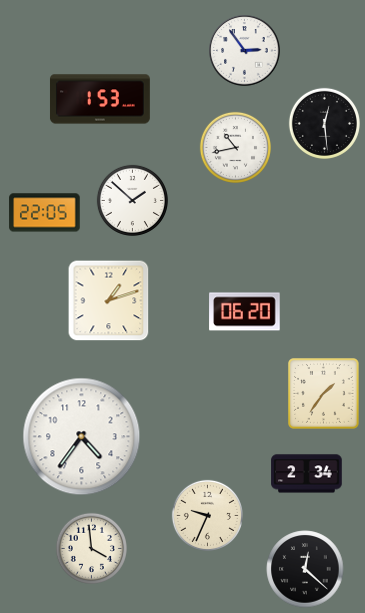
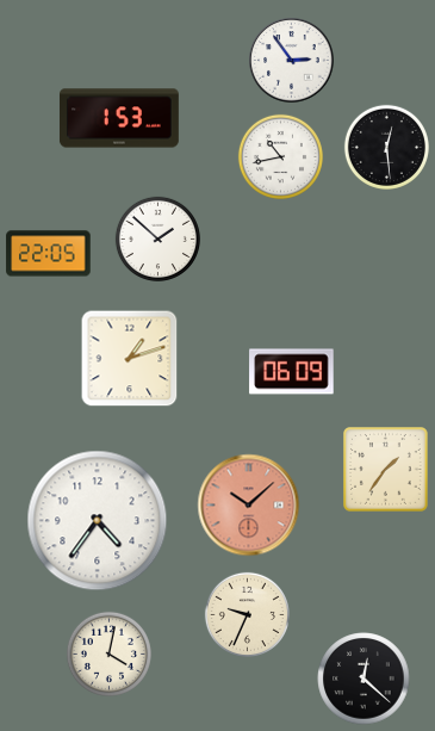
clock at (235, 147) position: (235, 147) -> (280, 156)
clock at (45, 213) position: (45, 213) -> (49, 254)
clock at (245, 312): 06:20 -> 06:09
clock at (249, 506): none -> 10:08
clock at (307, 474): 2:34 -> none
clock at (91, 548): 3:59 -> 4:02
